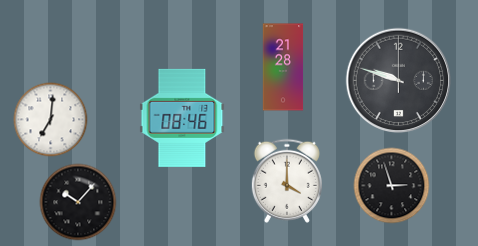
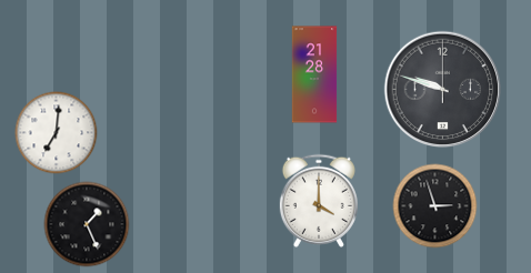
clock at (182, 118): 08:46 -> none
clock at (78, 202): 10:07 -> 1:26
